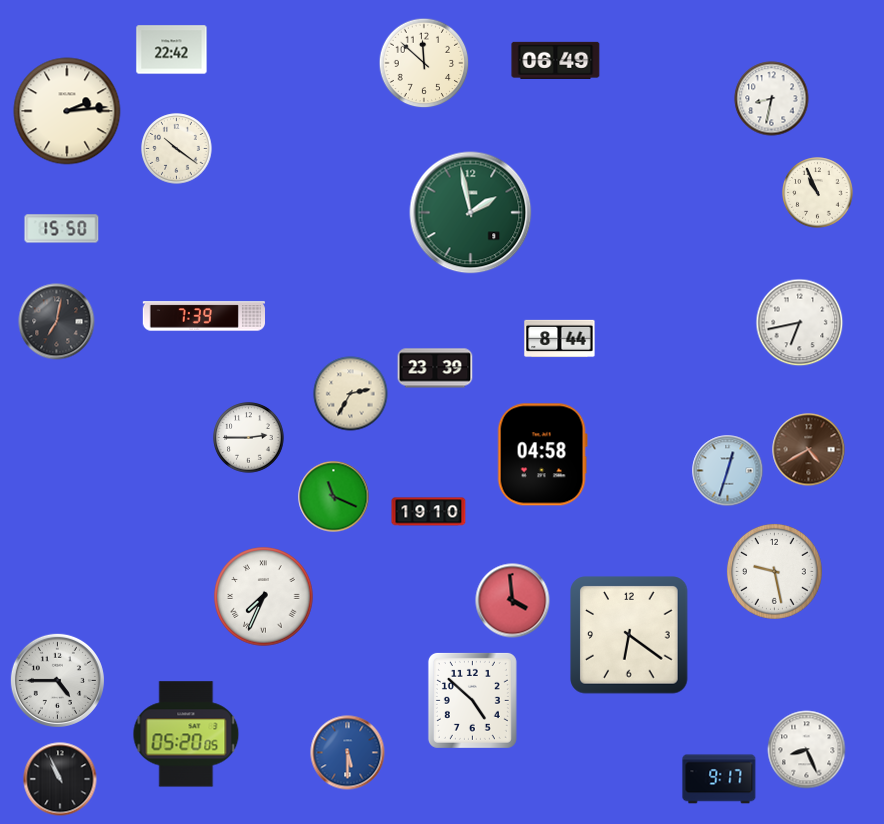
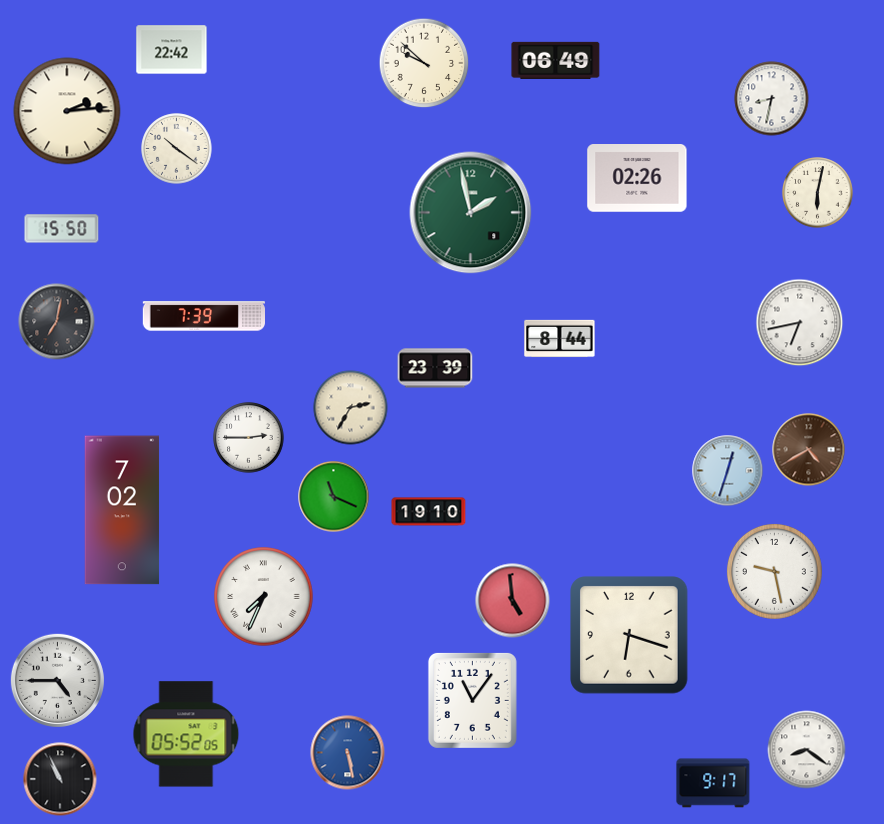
clock at (424, 63): 11:52 -> 9:52
clock at (637, 179): none -> 02:26
clock at (818, 193): 10:56 -> 6:02
clock at (351, 394) position: (351, 394) -> (351, 408)
clock at (542, 455): 04:58 -> none
clock at (122, 510): none -> 7:02
clock at (513, 601): 3:59 -> 4:59
clock at (629, 635): 6:21 -> 6:18
clock at (472, 700): 4:52 -> 11:06
clock at (186, 734): 05:20 -> 05:52
clock at (807, 750): 8:26 -> 8:21
clock at (348, 753): 5:30 -> 5:28
clock at (719, 779) position: (719, 779) -> (713, 783)
